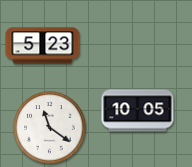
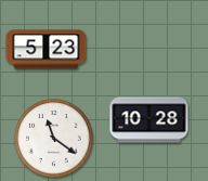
clock at (138, 111): 10:05 -> 10:28
